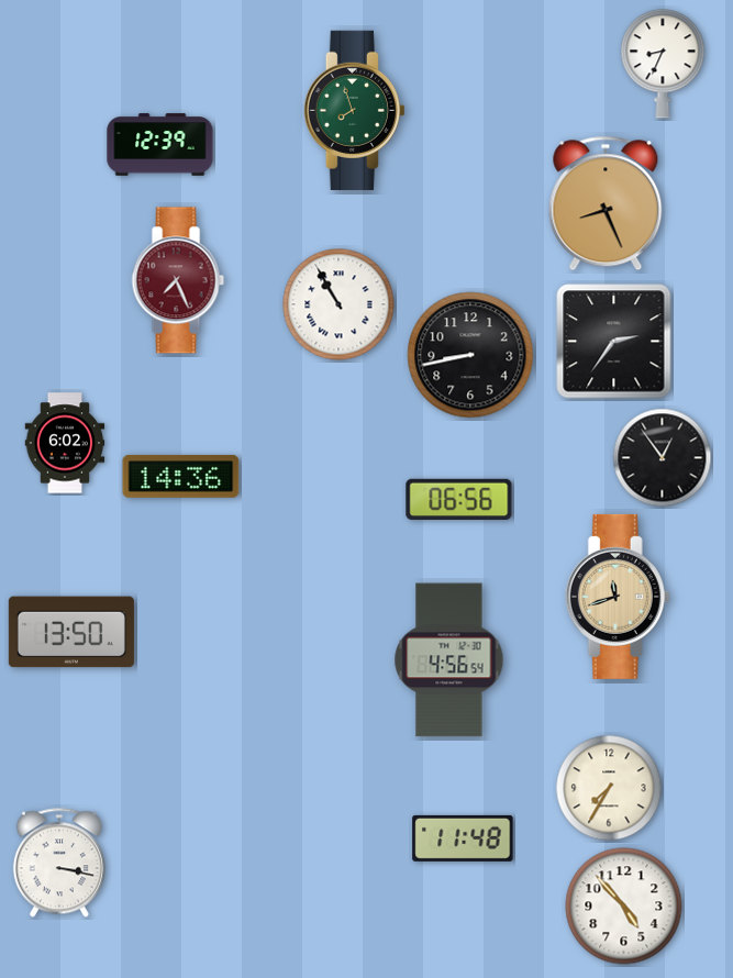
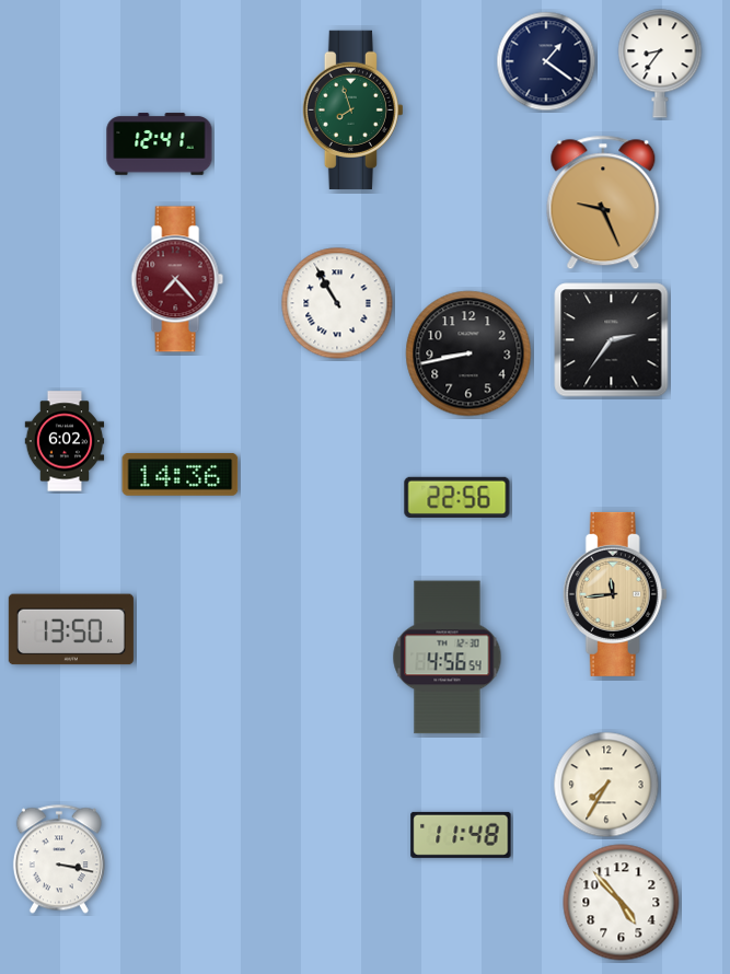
clock at (546, 61): none -> 1:21
clock at (663, 64): 8:34 -> 8:36
clock at (160, 145): 12:39 -> 12:41
clock at (606, 203): 8:26 -> 9:26
clock at (178, 280): 7:26 -> 7:23
clock at (663, 458): 12:54 -> none
clock at (459, 499): 06:56 -> 22:56
clock at (618, 597): 11:42 -> 11:44
